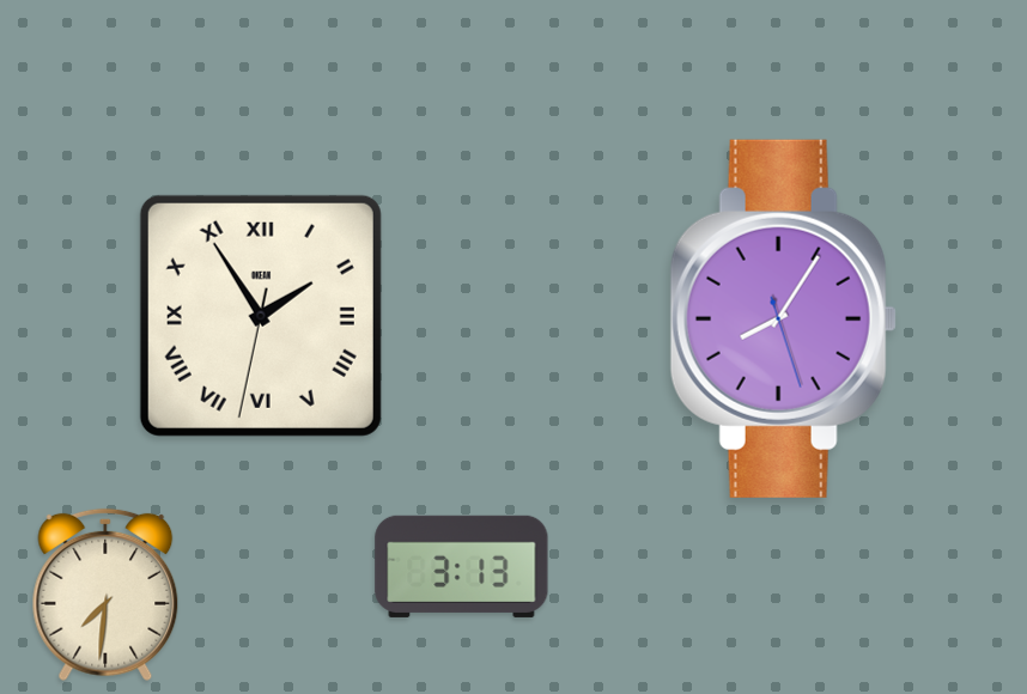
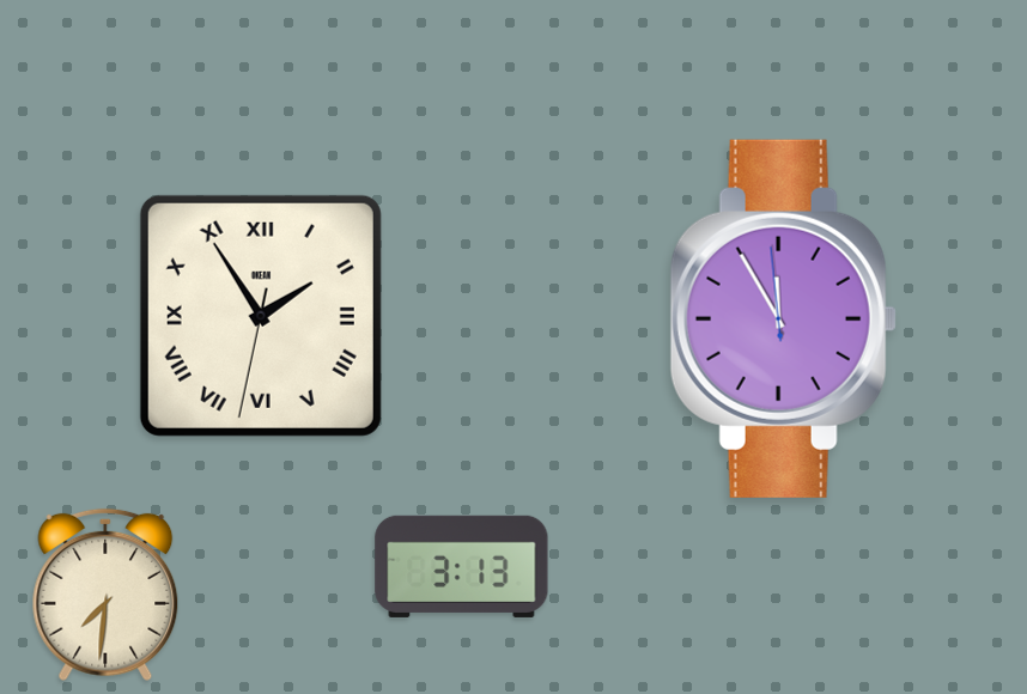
clock at (783, 318): 8:05 -> 11:54
